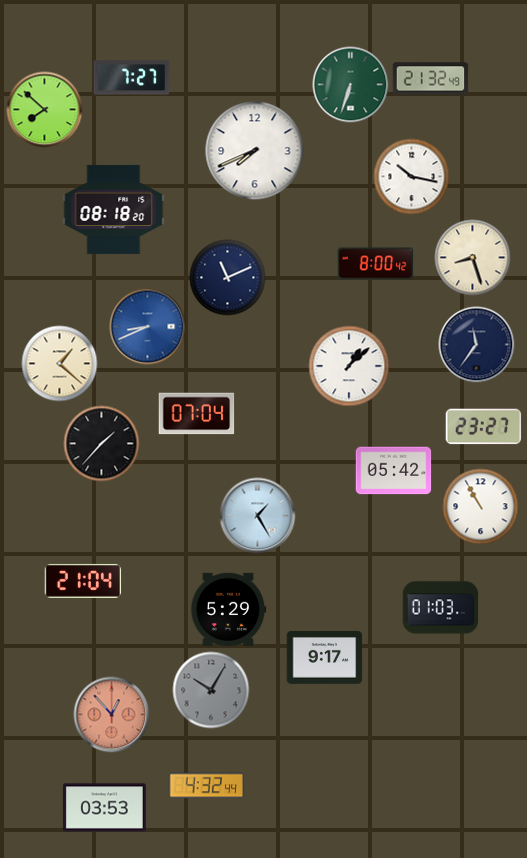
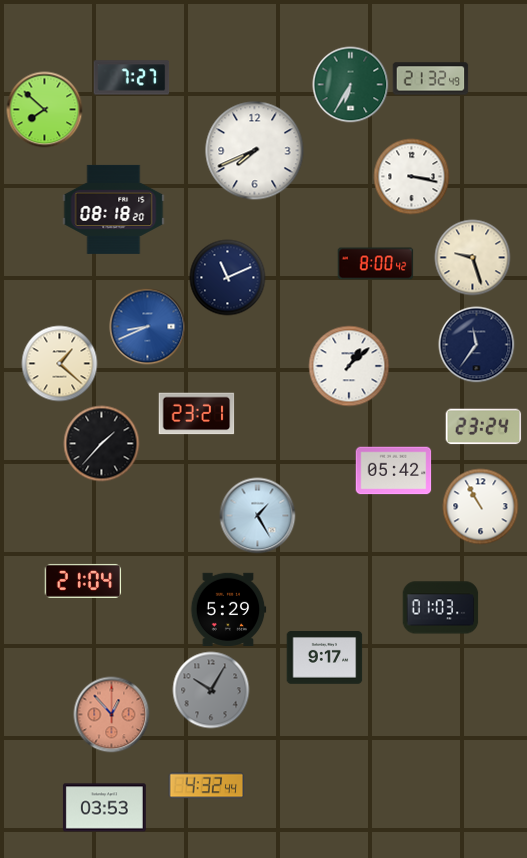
clock at (351, 85): 6:33 -> 6:35
clock at (412, 177): 10:17 -> 3:17
clock at (473, 258): 8:27 -> 9:27
clock at (197, 414): 07:04 -> 23:21
clock at (484, 427): 23:27 -> 23:24
